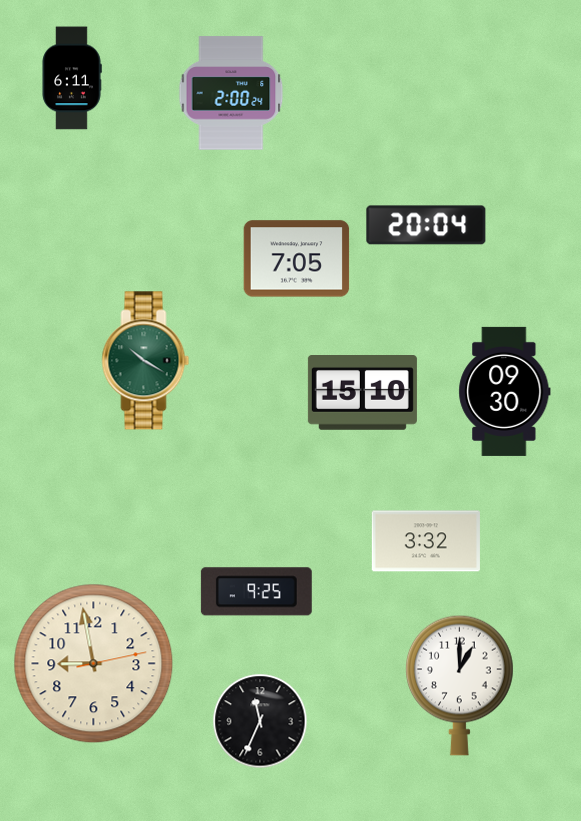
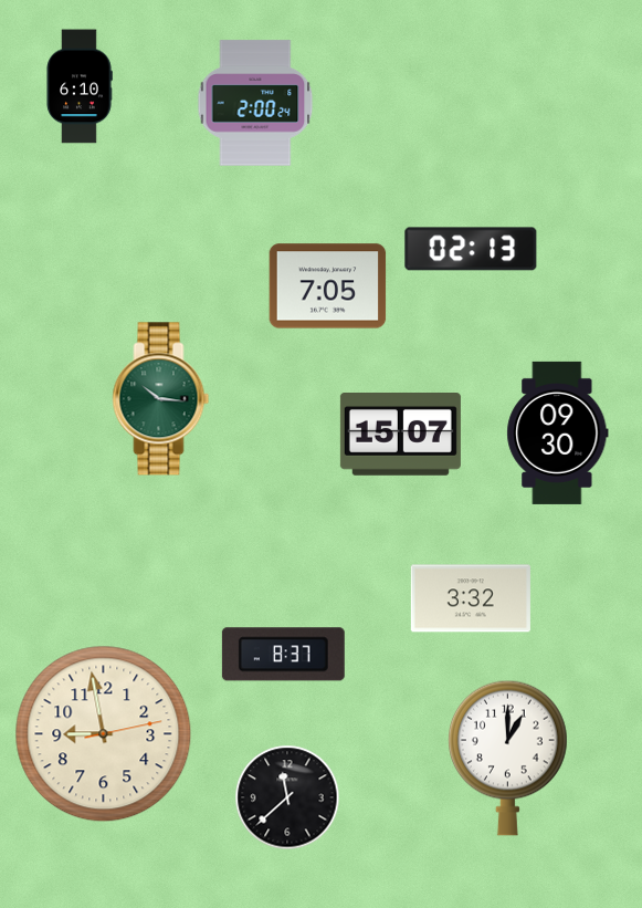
clock at (72, 78): 6:11 -> 6:10
clock at (426, 225): 20:04 -> 02:13
clock at (146, 361): 10:20 -> 10:16
clock at (362, 393): 15:10 -> 15:07
clock at (256, 592): 9:25 -> 8:37
clock at (260, 721): 11:34 -> 11:38
